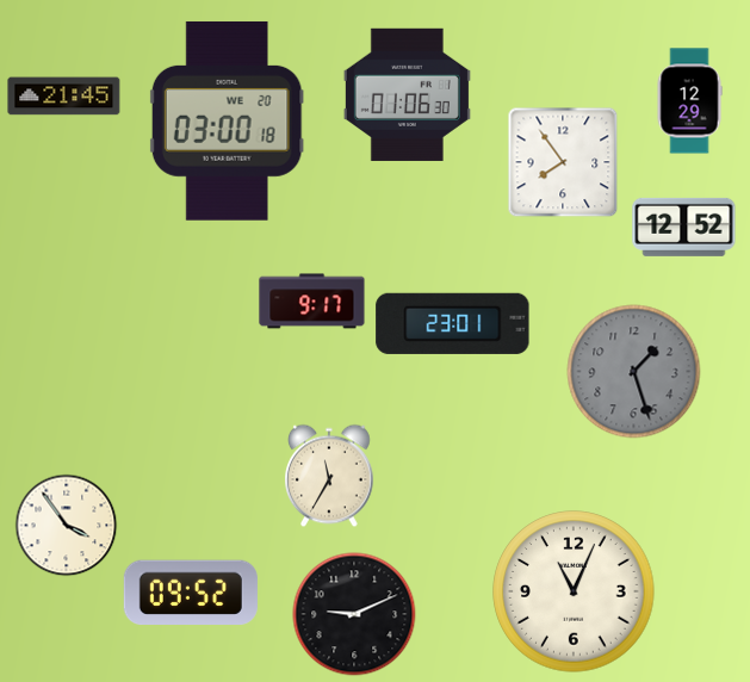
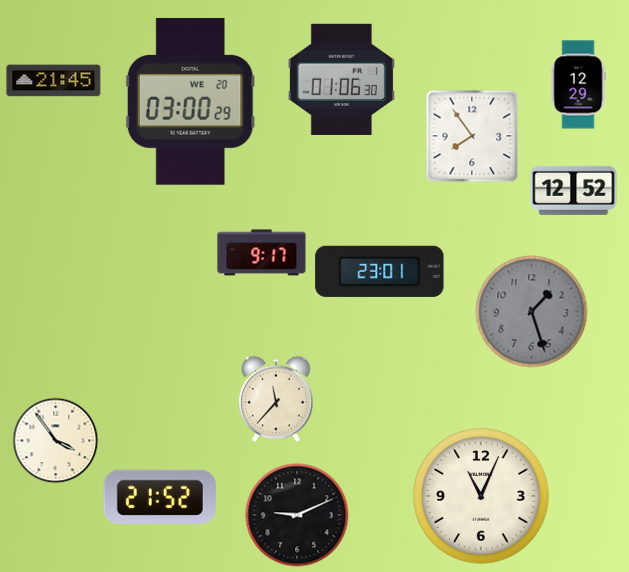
clock at (227, 120): 03:00:18 -> 03:00:29
clock at (330, 476): 11:35 -> 11:37
clock at (191, 591): 09:52 -> 21:52
